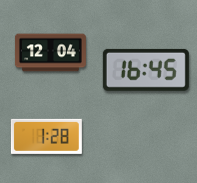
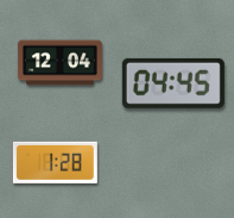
clock at (146, 70): 16:45 -> 04:45
